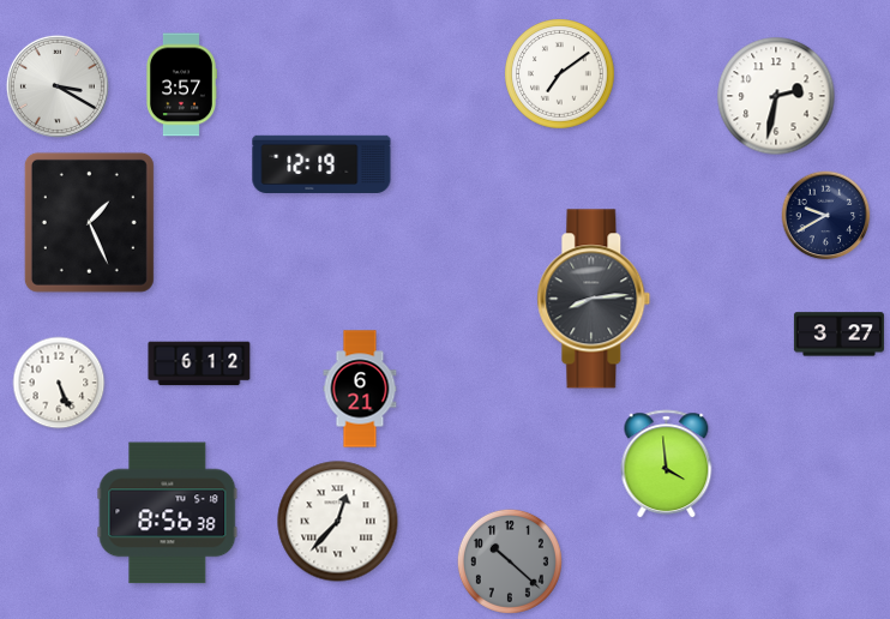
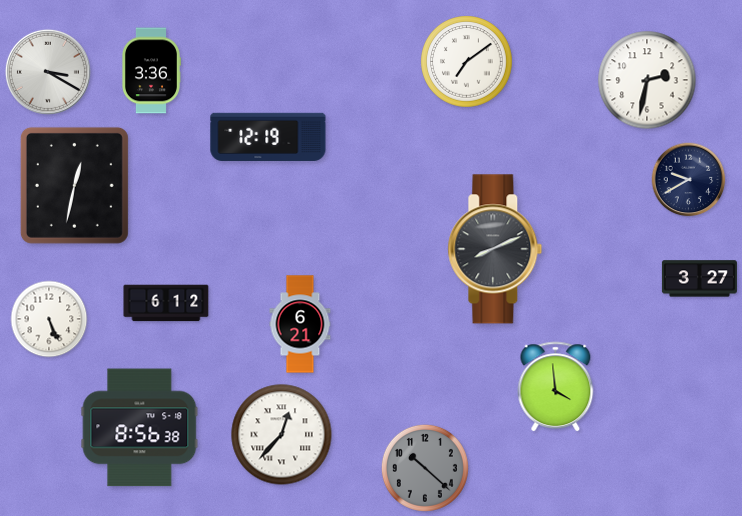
clock at (181, 85): 3:57 -> 3:36
clock at (89, 222): 1:26 -> 12:32
clock at (594, 299): 8:14 -> 8:11
